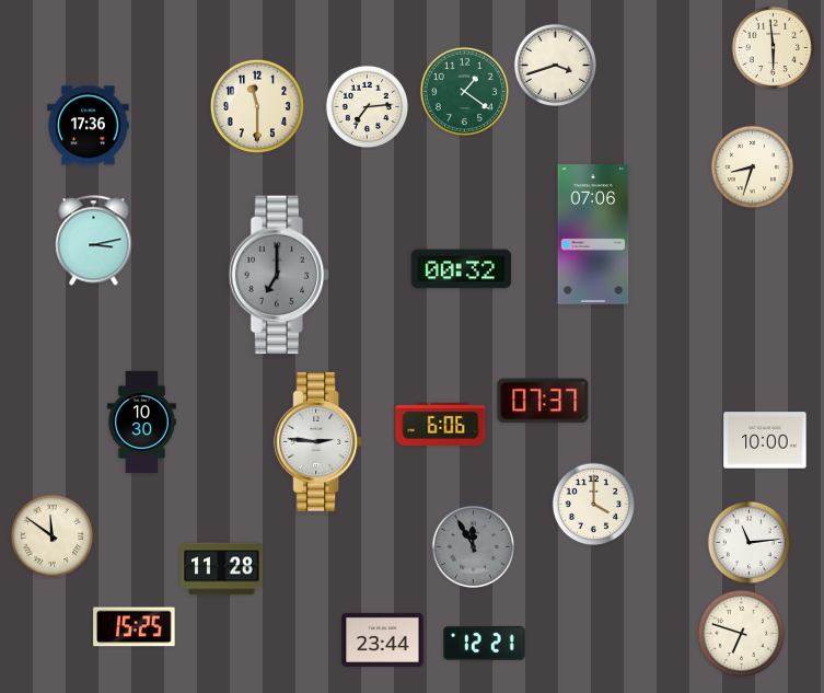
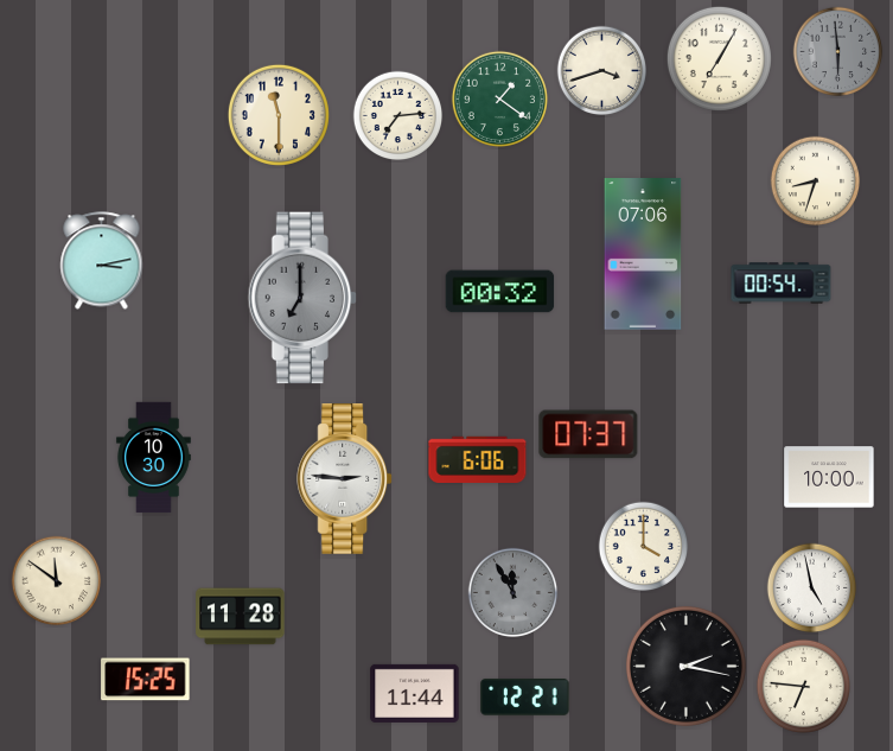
clock at (774, 48) dial: cream -> grey
clock at (719, 58): none -> 7:05
clock at (464, 91) position: (464, 91) -> (499, 98)
clock at (89, 126): 17:36 -> none
clock at (782, 284): none -> 00:54
clock at (750, 543): 11:14 -> 4:58
clock at (685, 666): none -> 2:17
clock at (741, 633): 6:48 -> 6:46
clock at (383, 639): 23:44 -> 11:44
